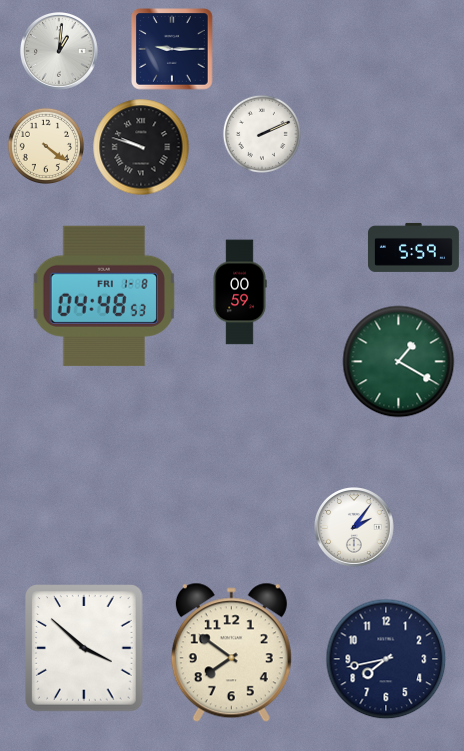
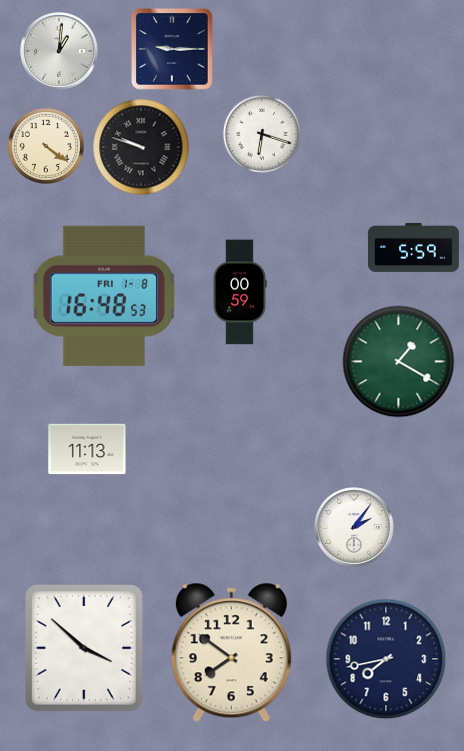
clock at (262, 134): 2:11 -> 6:18
clock at (103, 296): 04:48 -> 16:48
clock at (87, 449): none -> 11:13
